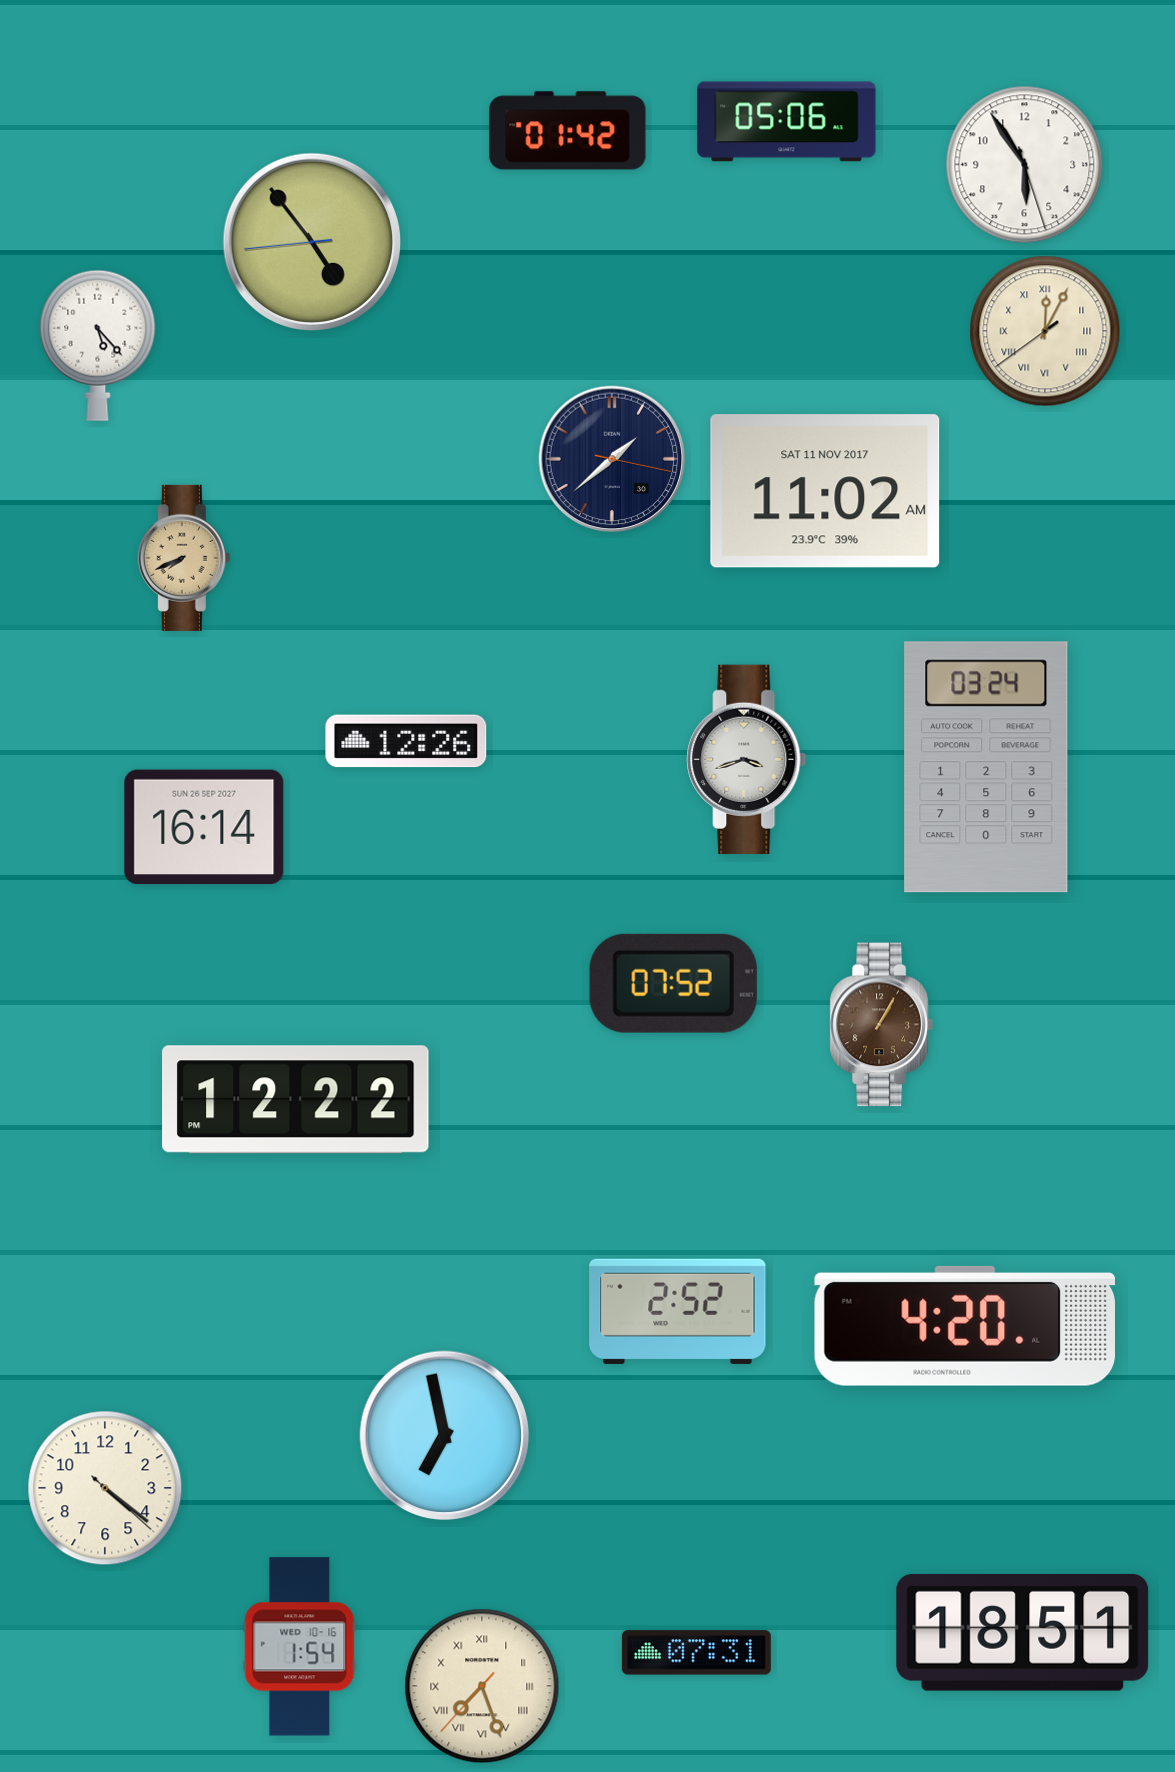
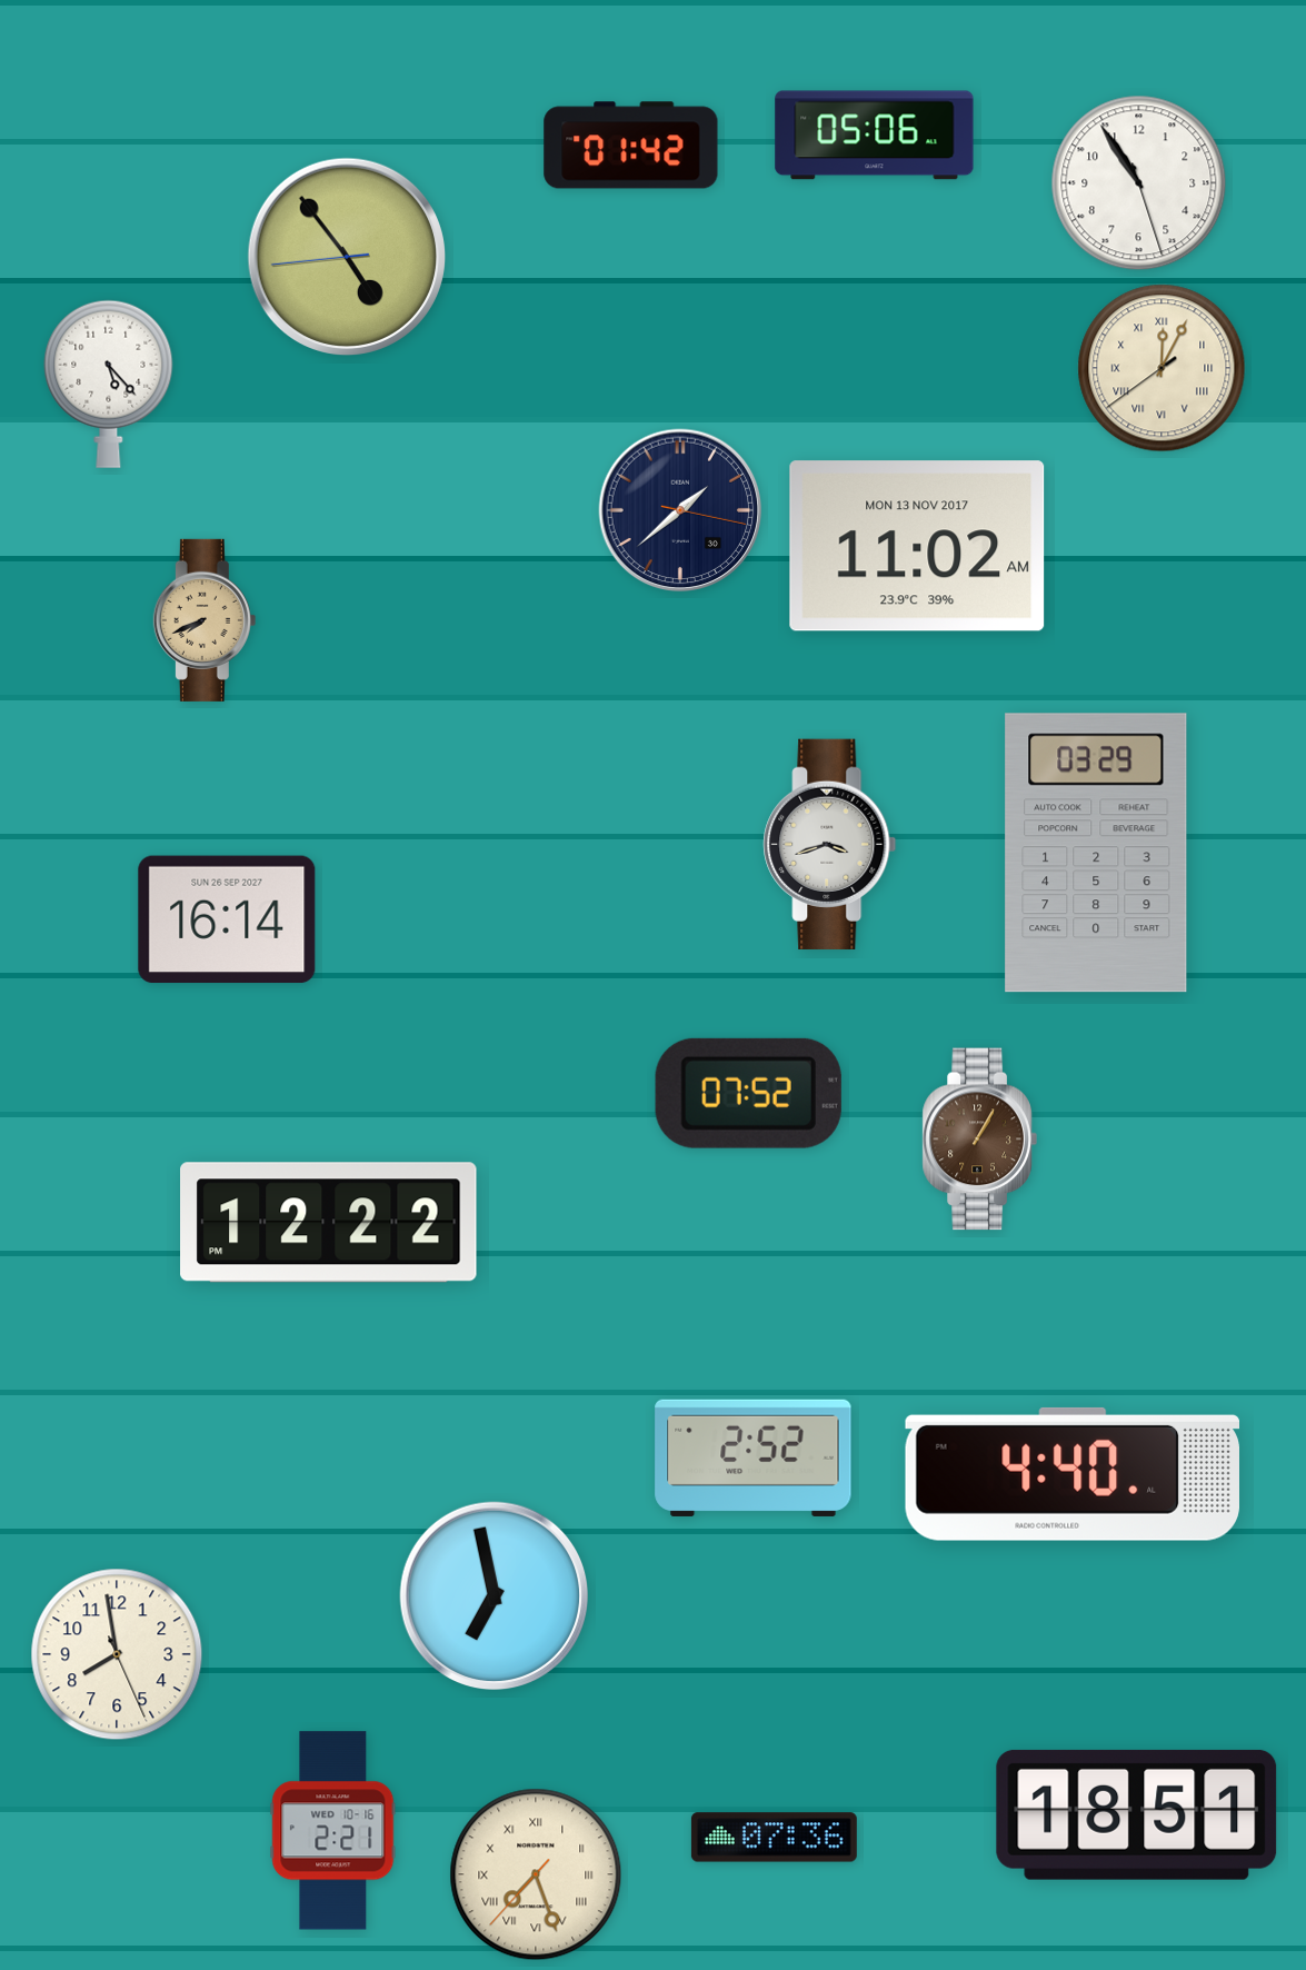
clock at (1025, 165): 5:54 -> 10:54
clock at (311, 241) position: (311, 241) -> (346, 256)
clock at (825, 491) date: SAT 11 NOV 2017 -> MON 13 NOV 2017
clock at (406, 741): 12:26 -> none
clock at (986, 767): 03:24 -> 03:29
clock at (964, 1326): 4:20 -> 4:40
clock at (105, 1488): 4:21 -> 7:58
clock at (300, 1647): 1:54 -> 2:21
clock at (696, 1653): 07:31 -> 07:36
